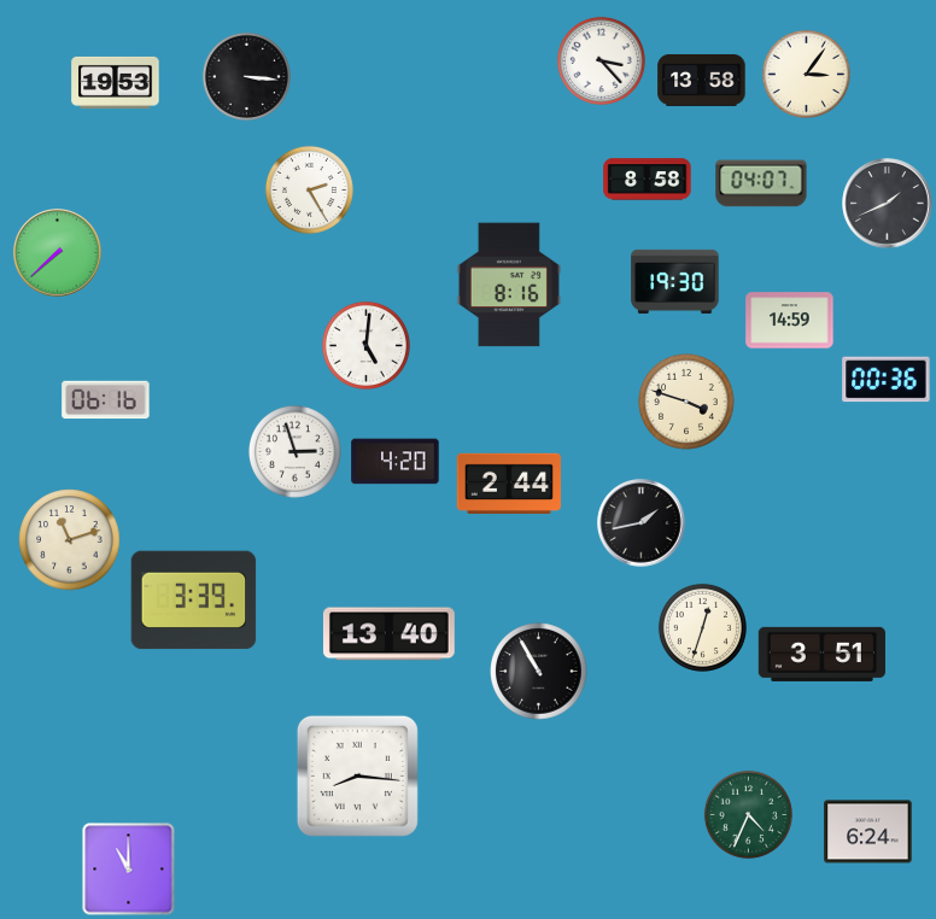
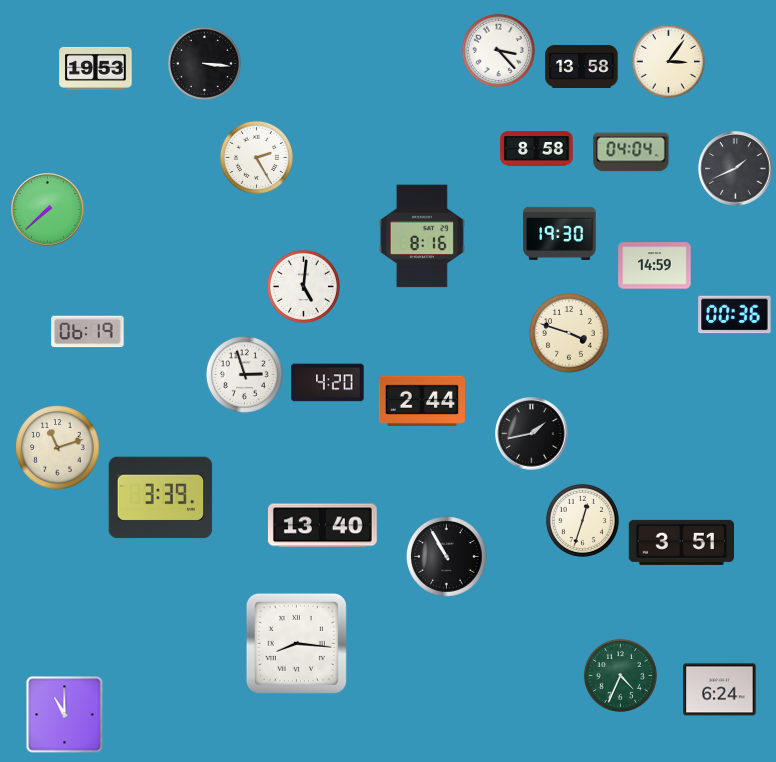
clock at (761, 183): 04:07 -> 04:04
clock at (106, 400): 06:16 -> 06:19
clock at (129, 870) position: (129, 870) -> (65, 715)
